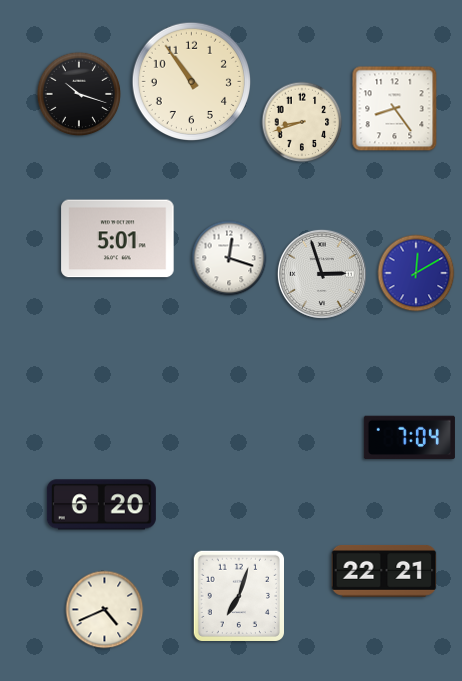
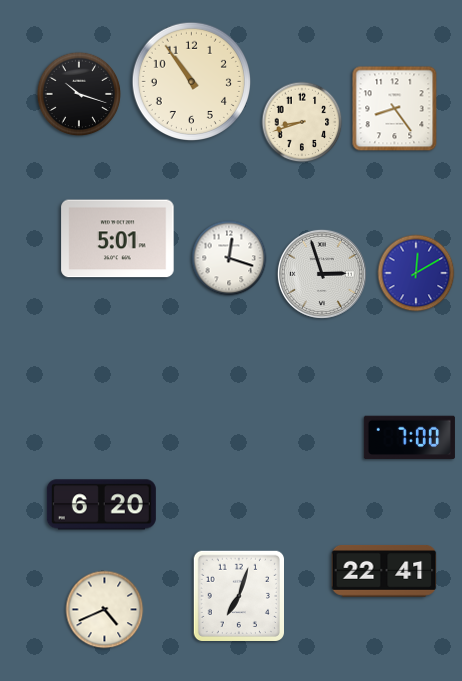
clock at (409, 438): 7:04 -> 7:00
clock at (384, 571): 22:21 -> 22:41
